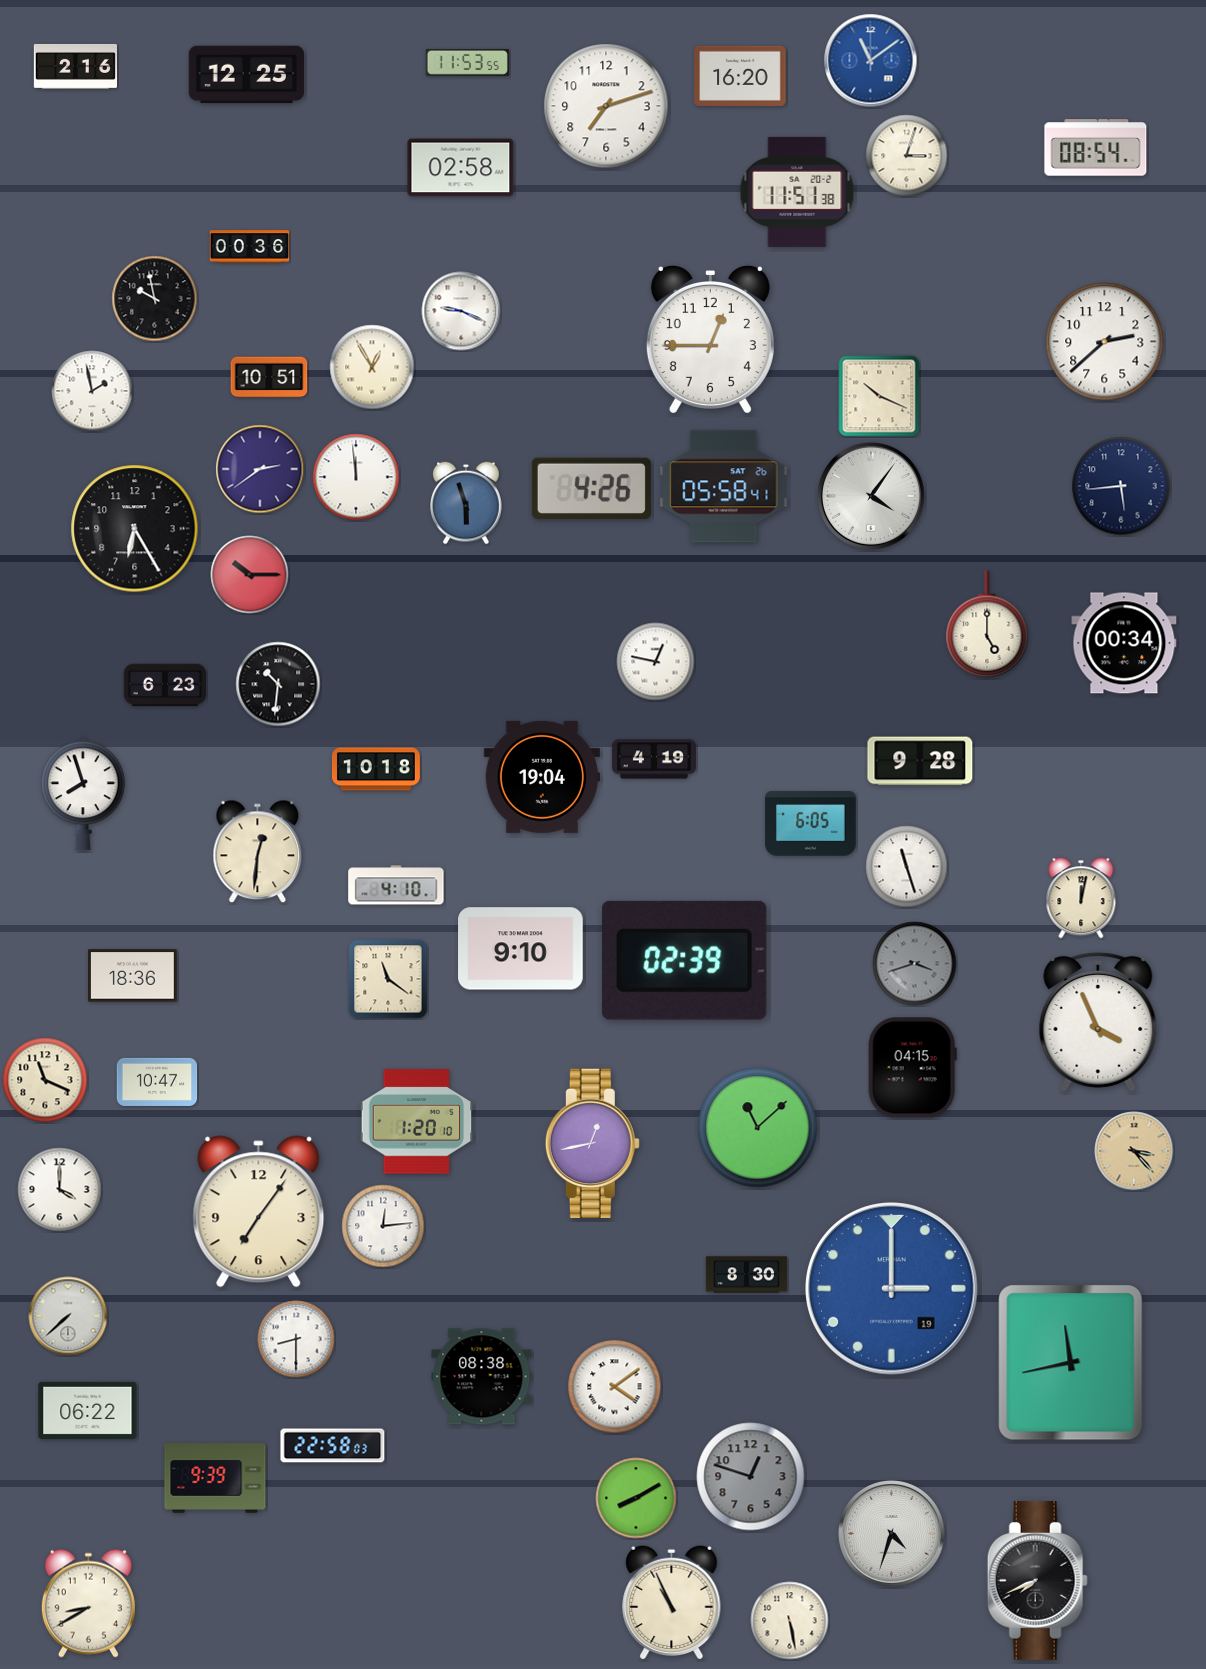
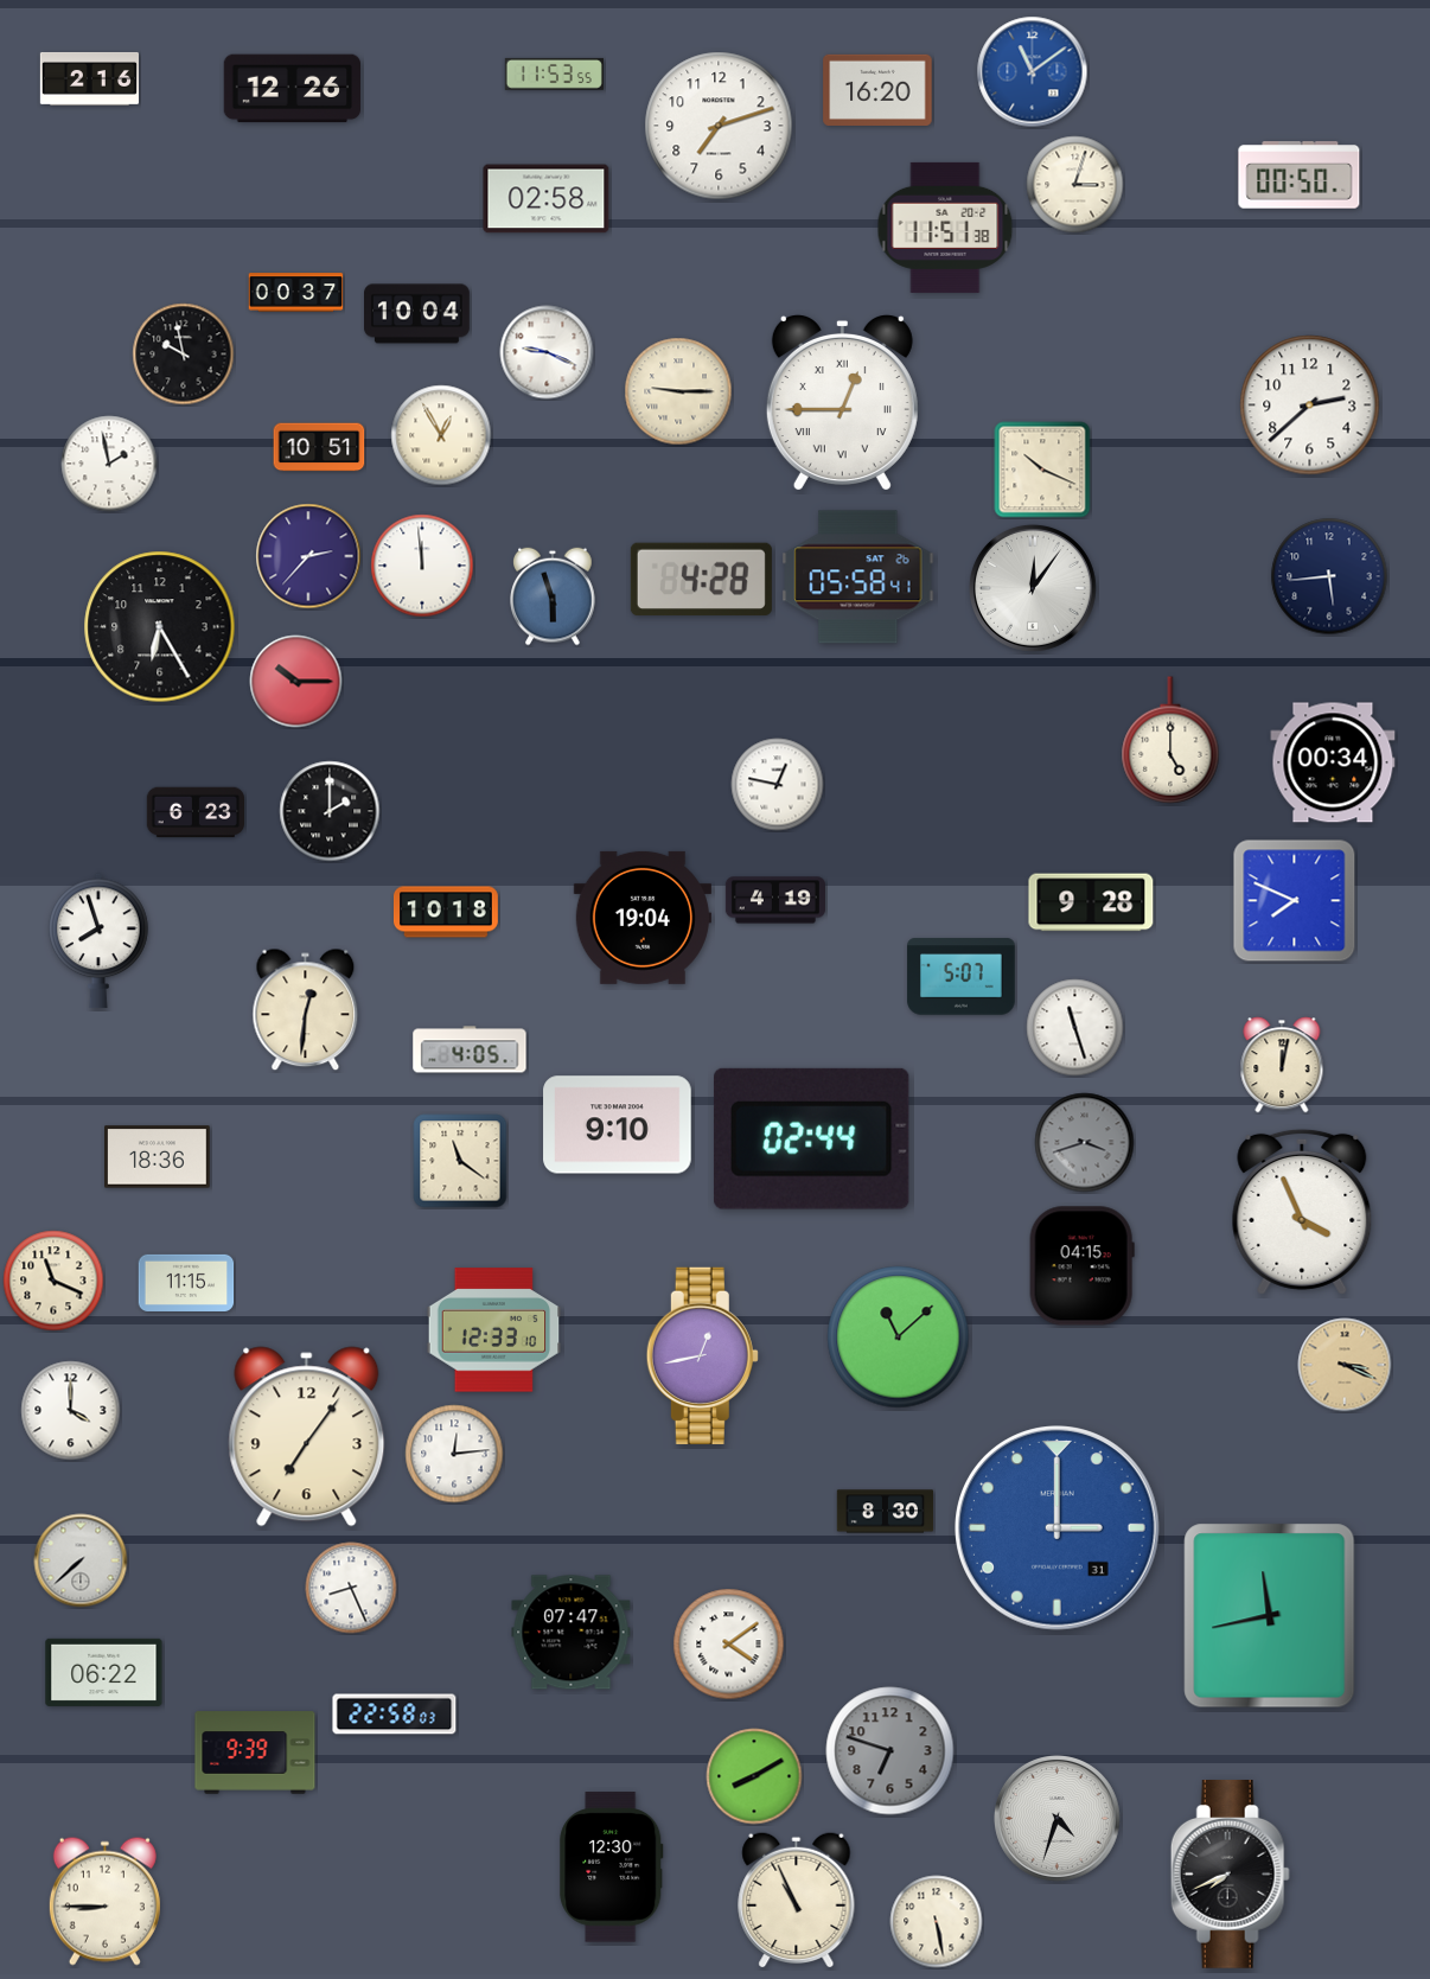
clock at (246, 75): 12:25 -> 12:26
clock at (1096, 148): 08:54 -> 00:50
clock at (250, 247): 00:36 -> 00:37
clock at (417, 314): none -> 10:04
clock at (461, 311) position: (461, 311) -> (547, 352)
clock at (678, 391): none -> 9:15
clock at (710, 339) numerals: Arabic -> Roman
clock at (260, 469): 2:39 -> 2:37
clock at (591, 489): 4:26 -> 4:28
clock at (871, 496): 4:06 -> 12:06
clock at (278, 684): 10:31 -> 2:00
clock at (1295, 901): none -> 7:49
clock at (542, 777) position: (542, 777) -> (643, 918)
clock at (811, 824): 6:05 -> 5:07
clock at (396, 885): 4:10 -> 4:05
clock at (684, 960): 02:39 -> 02:44
clock at (157, 1082): 10:47 -> 11:15
clock at (417, 1122): 1:20 -> 12:33
clock at (1134, 1151): 3:23 -> 3:19
clock at (892, 1289) date: 19 -> 31
clock at (296, 1339): 8:30 -> 8:26
clock at (482, 1377): 08:38 -> 07:47
clock at (751, 1477): 12:48 -> 6:48
clock at (612, 1868): none -> 12:30
clock at (88, 1603): 8:40 -> 8:45
